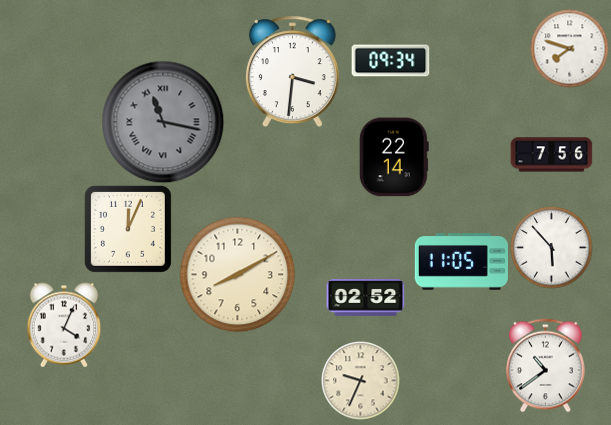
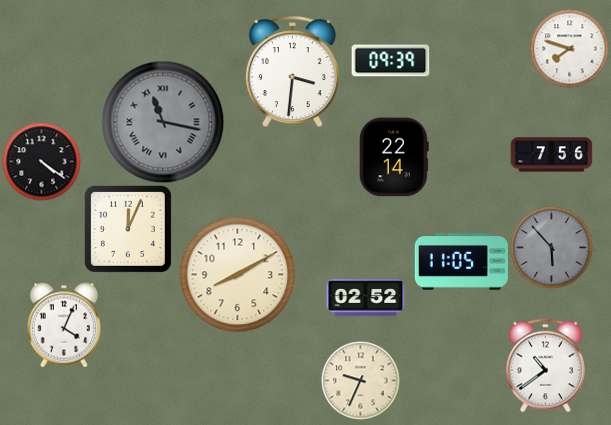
clock at (390, 61): 09:34 -> 09:39
clock at (41, 161): none -> 4:21
clock at (551, 247) dial: white -> grey
